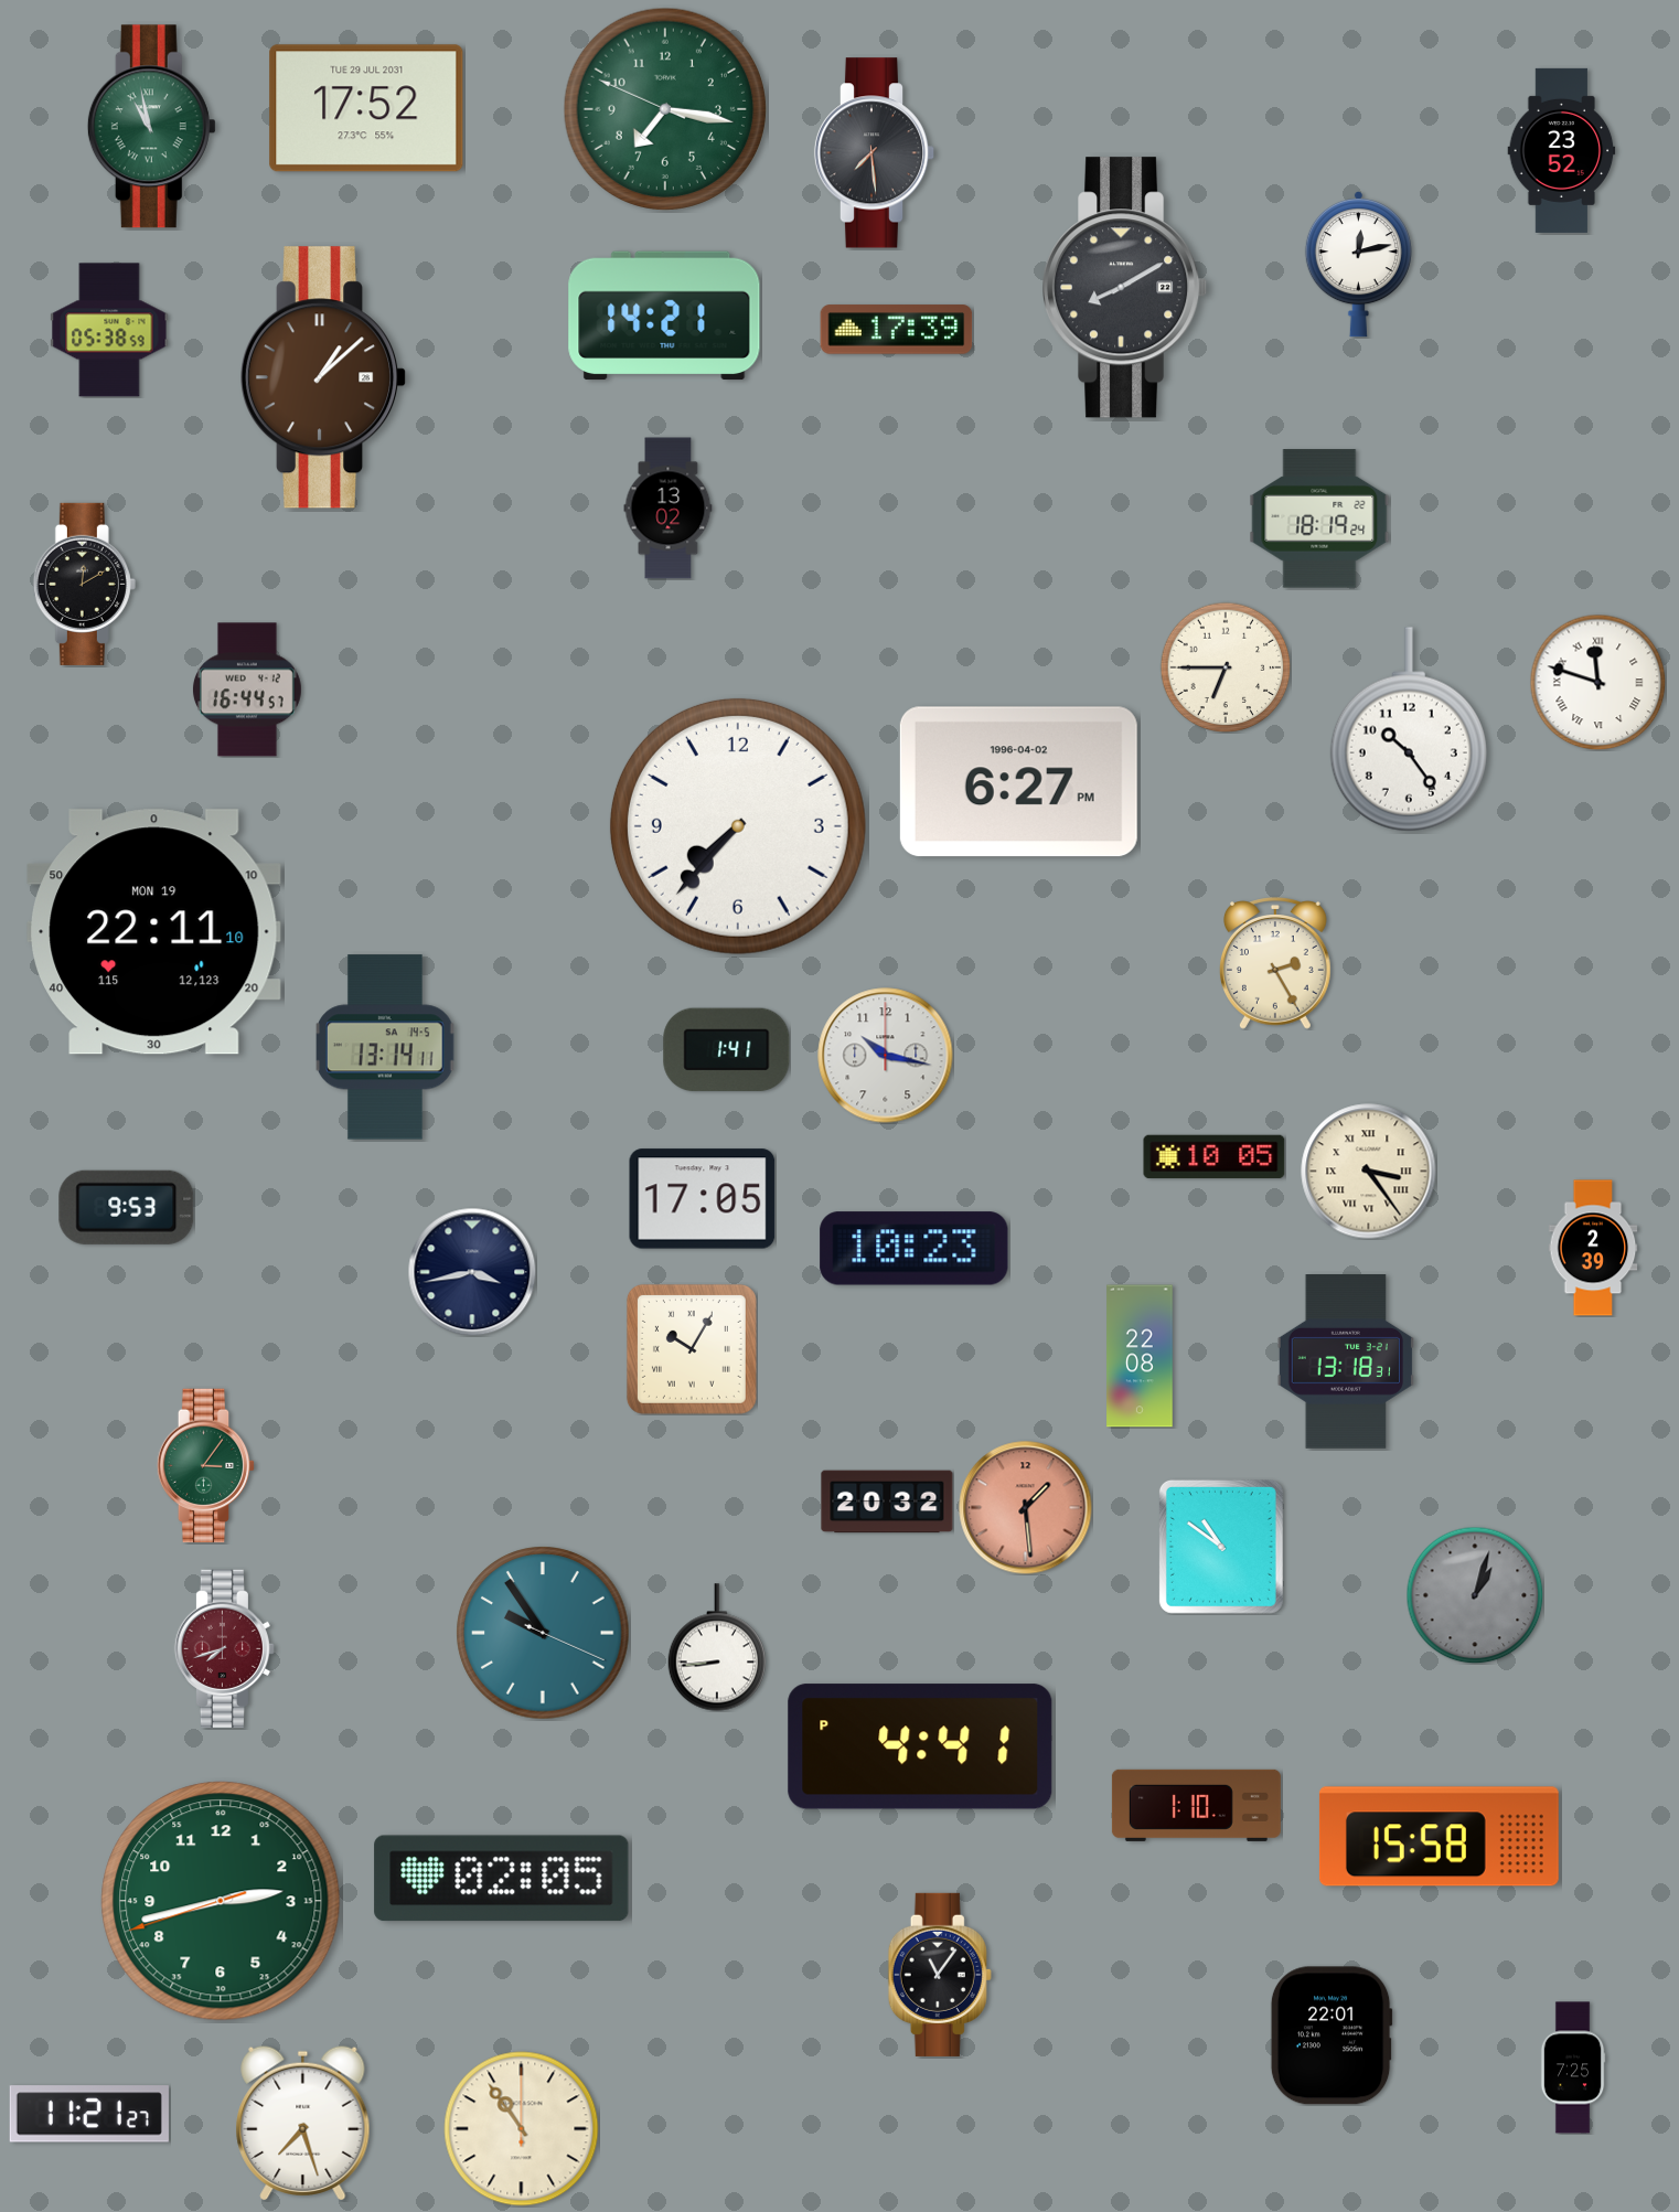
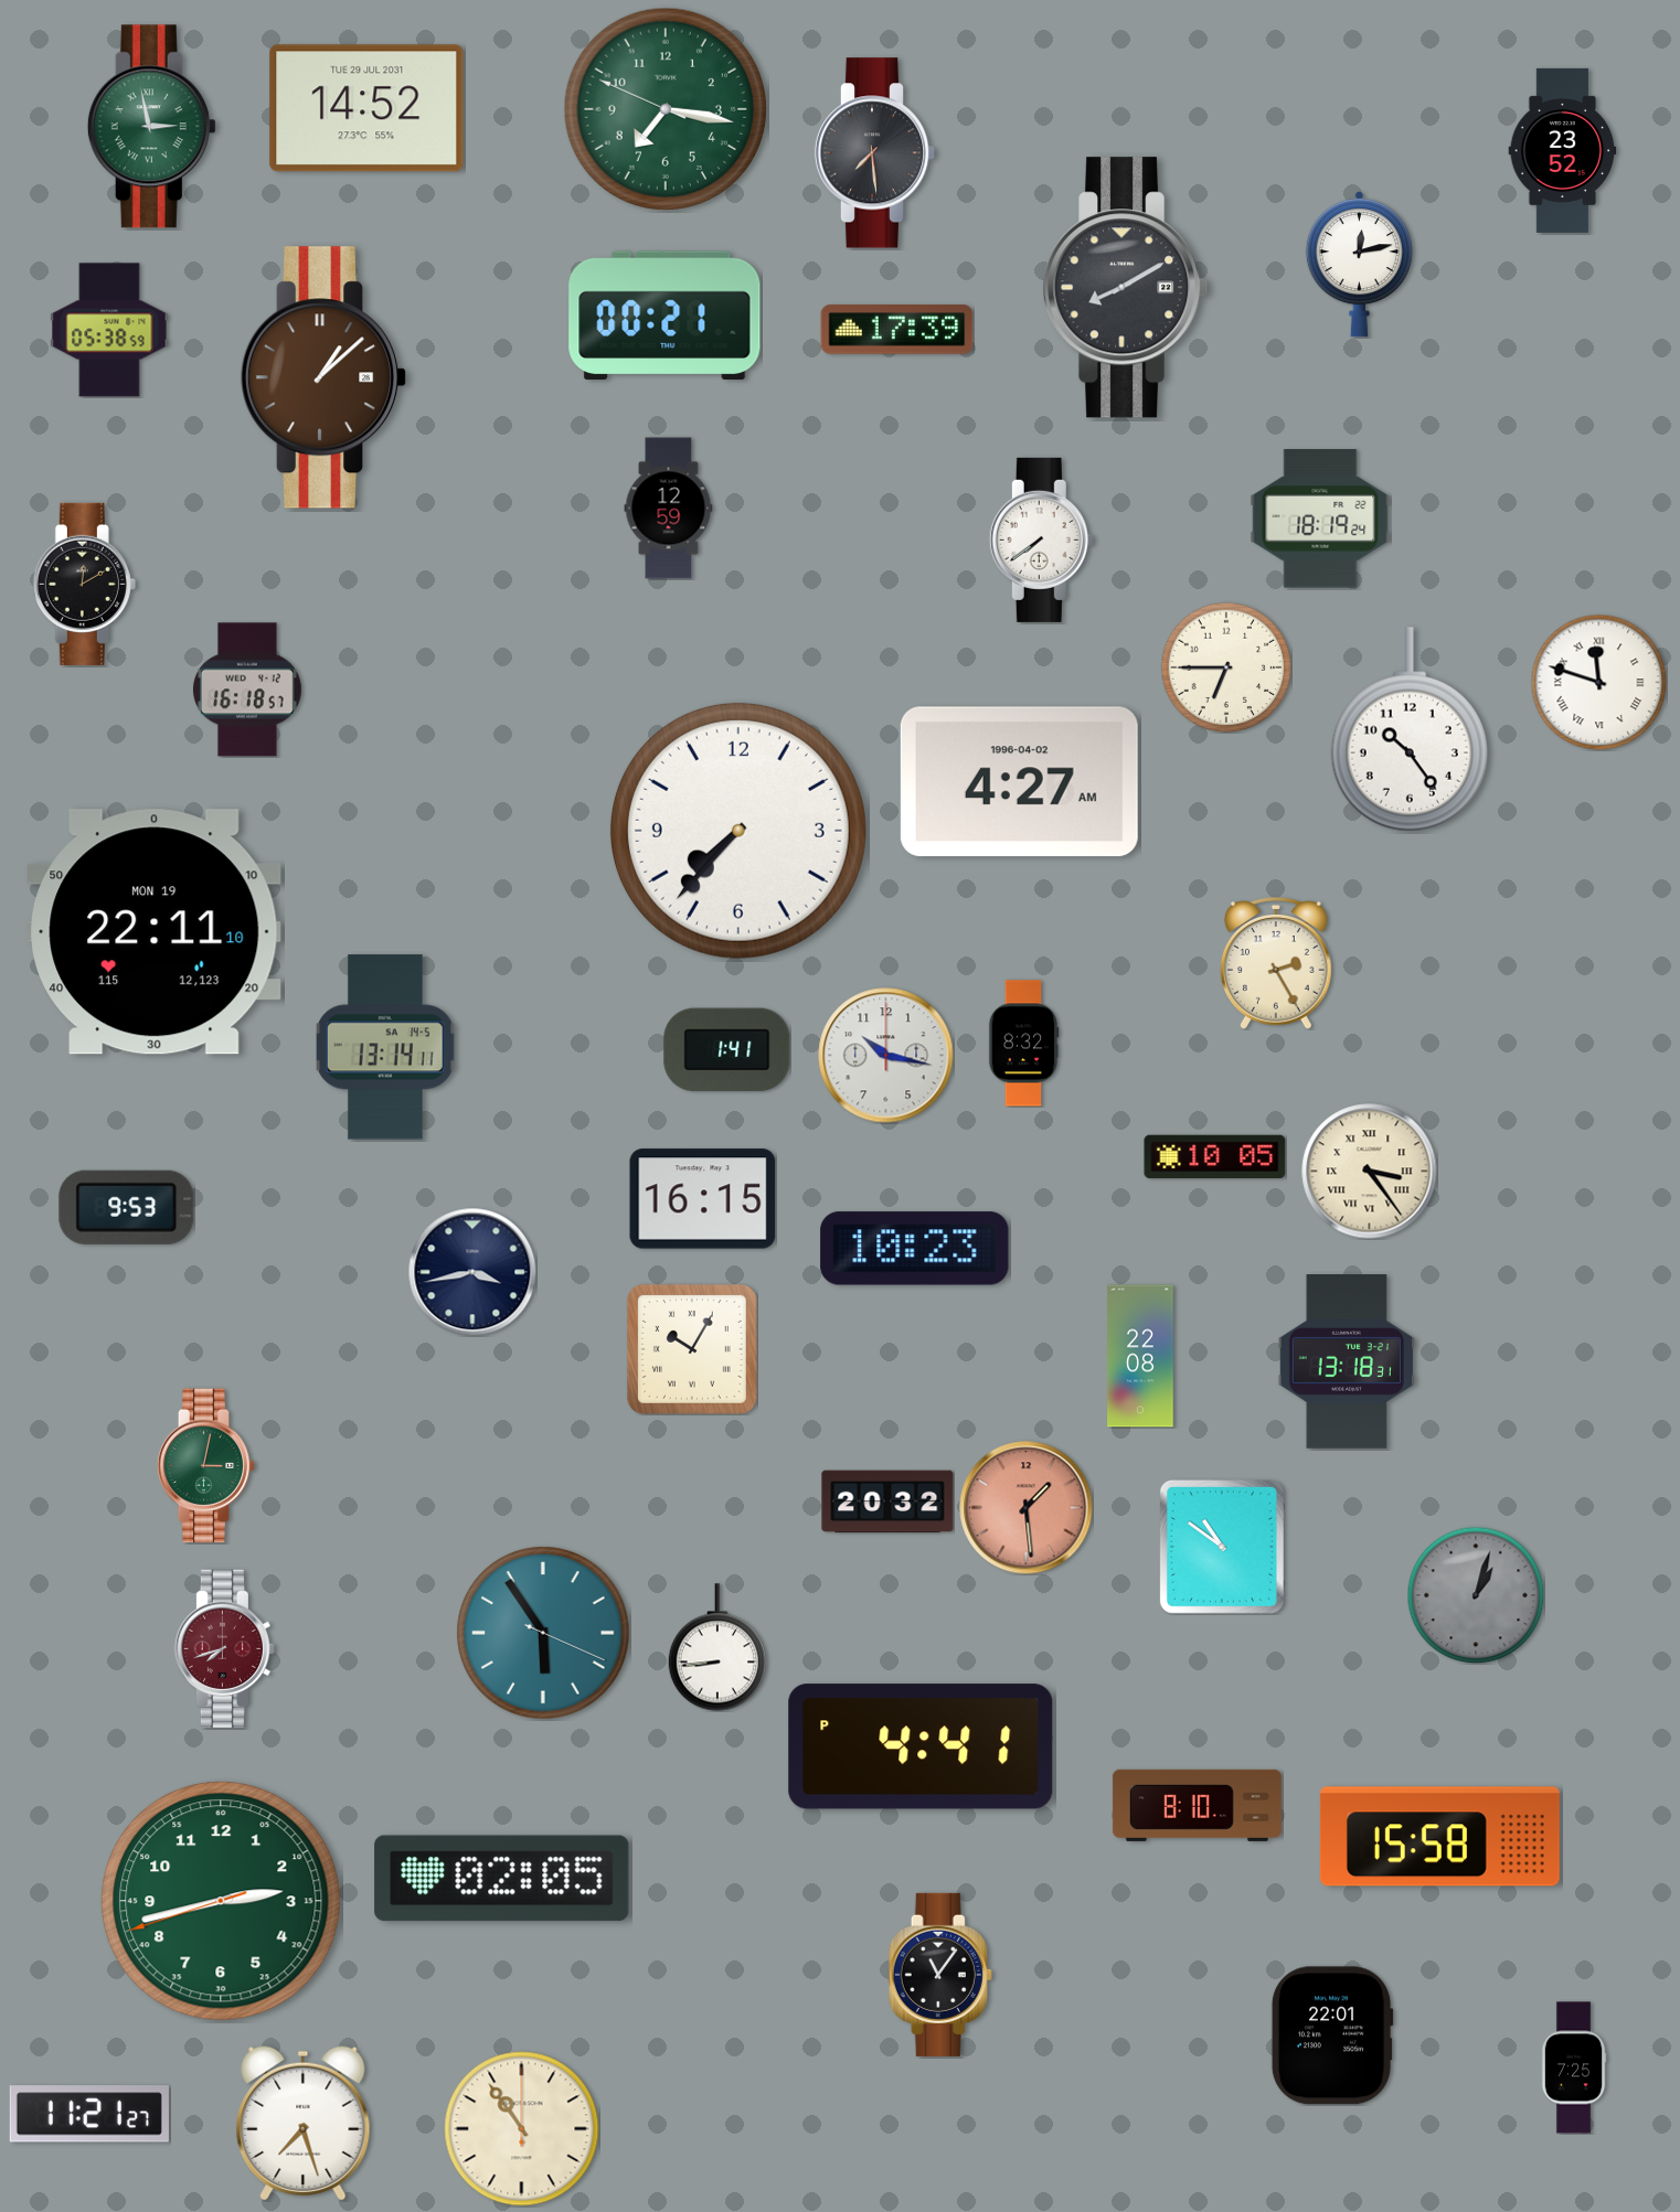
clock at (366, 108): 17:52 -> 14:52
clock at (151, 127): 10:58 -> 2:58
clock at (664, 316): 14:21 -> 00:21
clock at (669, 509): 13:02 -> 12:59
clock at (1041, 539): none -> 7:39
clock at (247, 690): 16:44 -> 16:18
clock at (1018, 782): 6:27 -> 4:27
clock at (738, 826) position: (738, 826) -> (738, 831)
clock at (1023, 1044): none -> 8:32
clock at (703, 1199): 17:05 -> 16:15
clock at (1593, 1248): 2:39 -> none
clock at (206, 1466): 3:06 -> 3:02
clock at (543, 1633): 9:54 -> 5:54
clock at (1196, 1805): 1:10 -> 8:10
